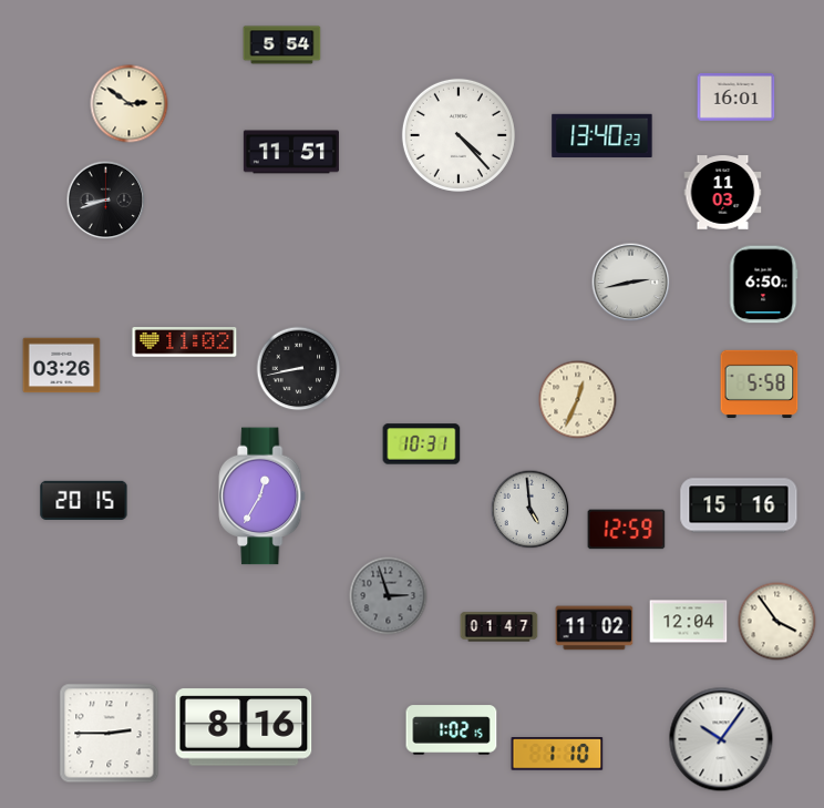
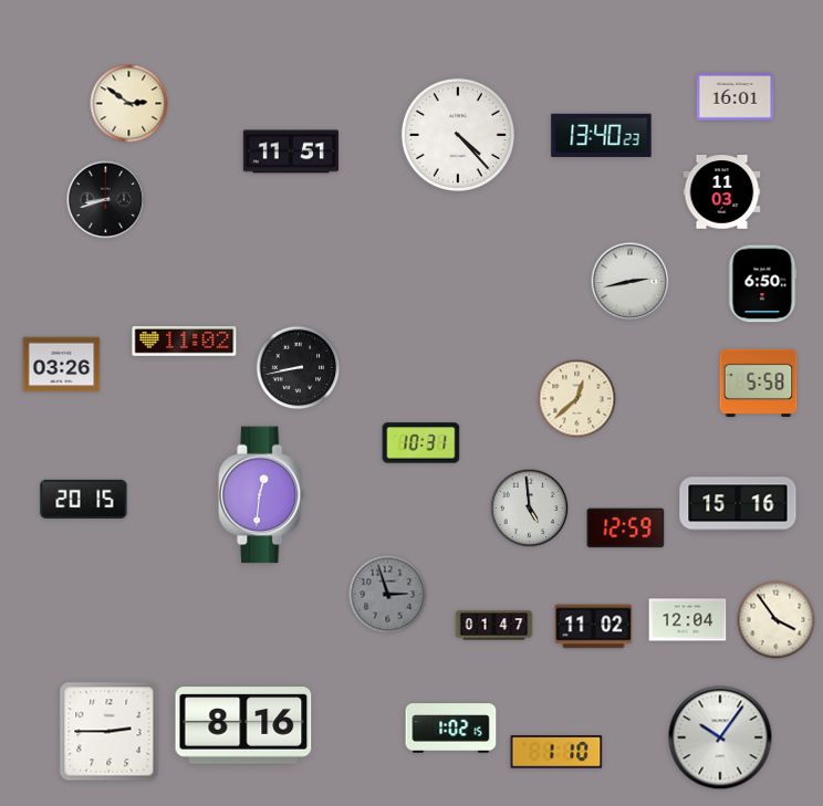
clock at (282, 45): 5:54 -> none
clock at (578, 400): 12:34 -> 12:38
clock at (262, 497): 12:35 -> 12:31
clock at (499, 627) position: (499, 627) -> (494, 626)
